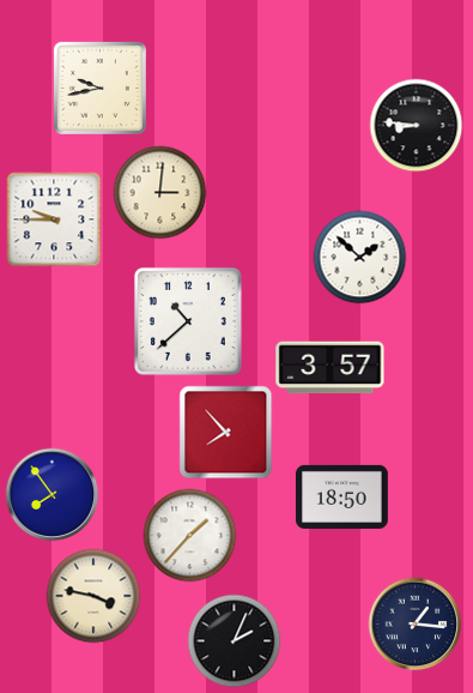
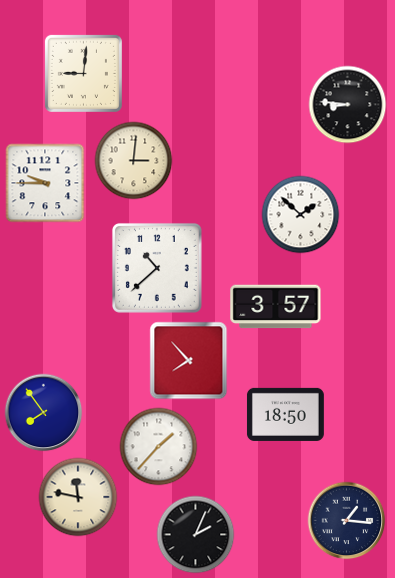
clock at (99, 88): 9:43 -> 9:01
clock at (93, 596): 3:47 -> 11:47
